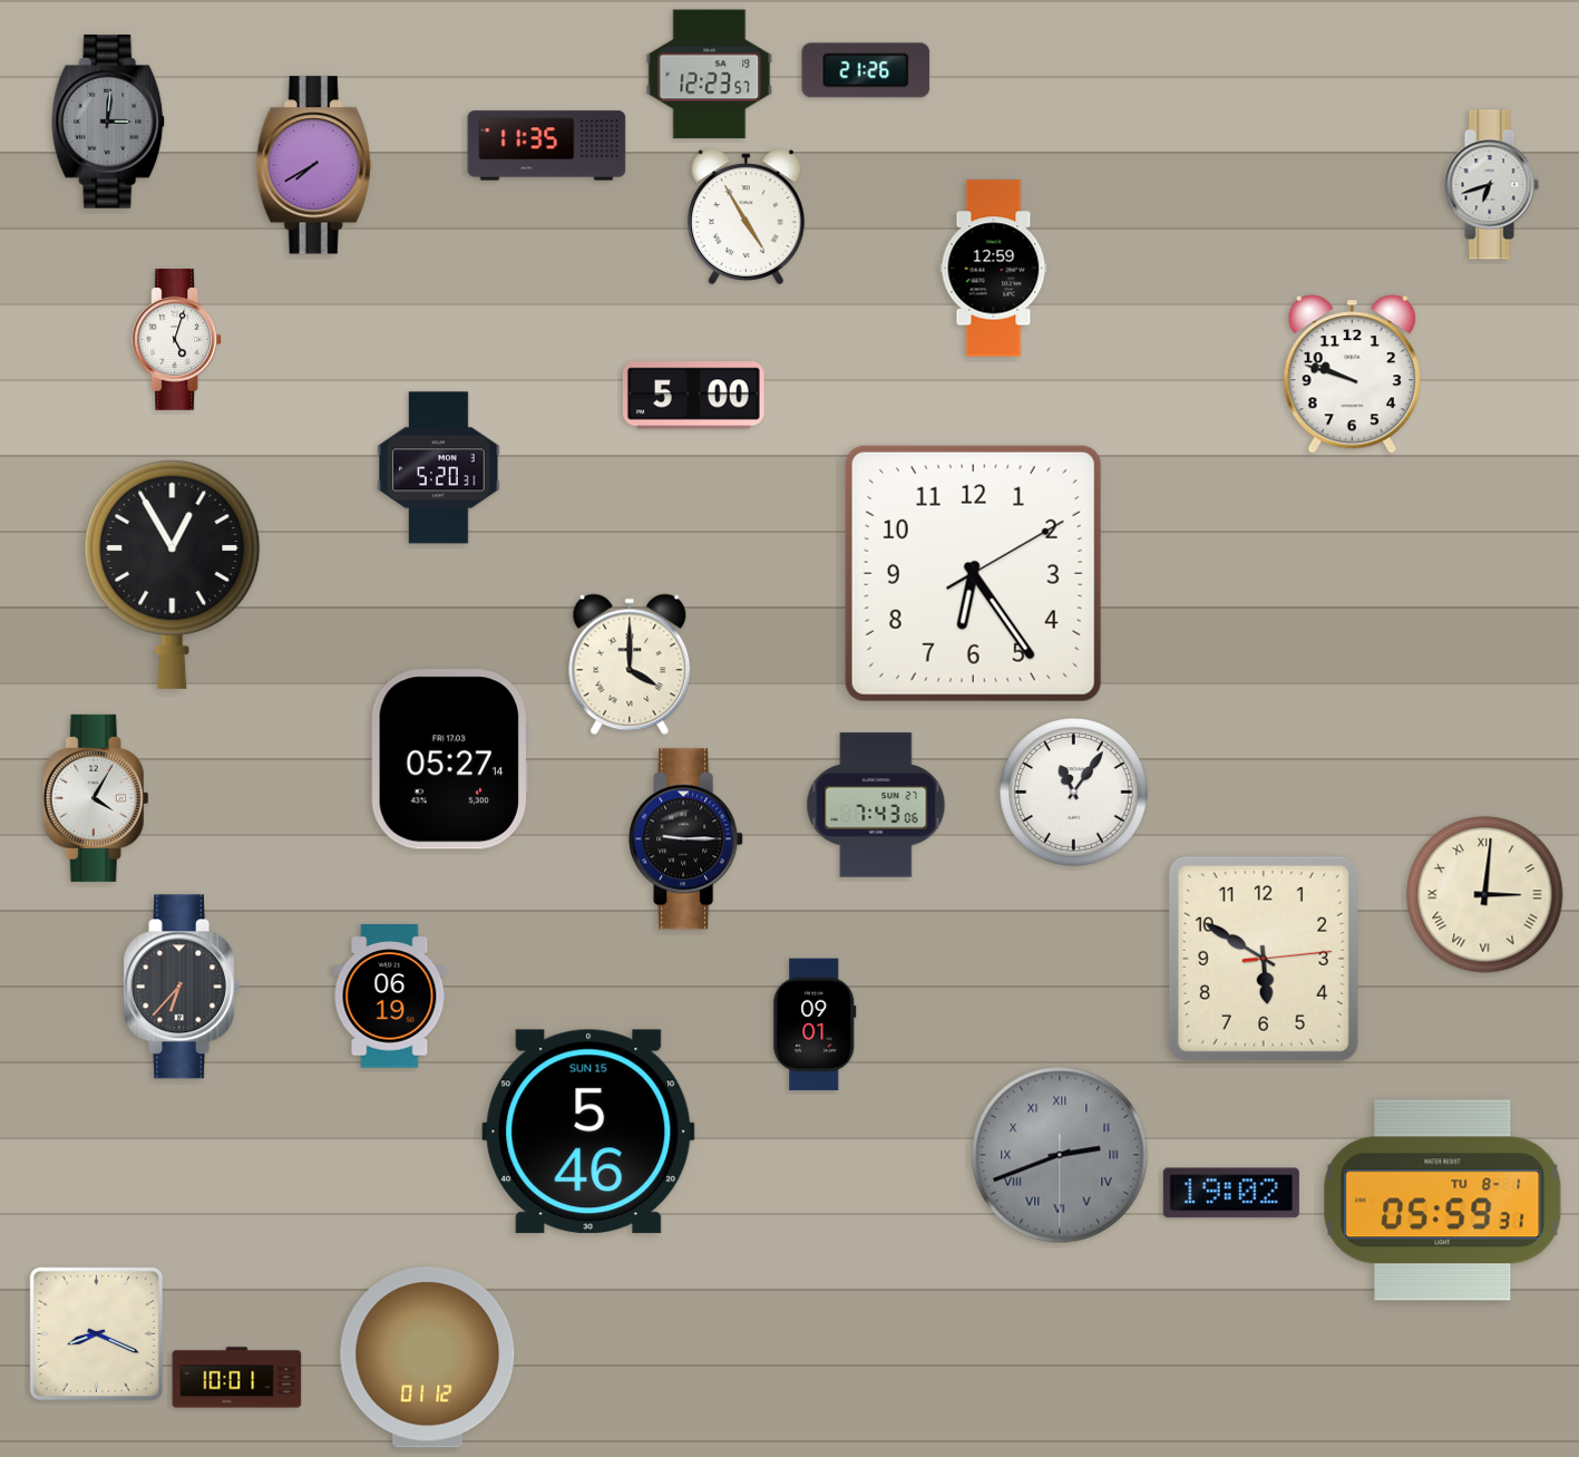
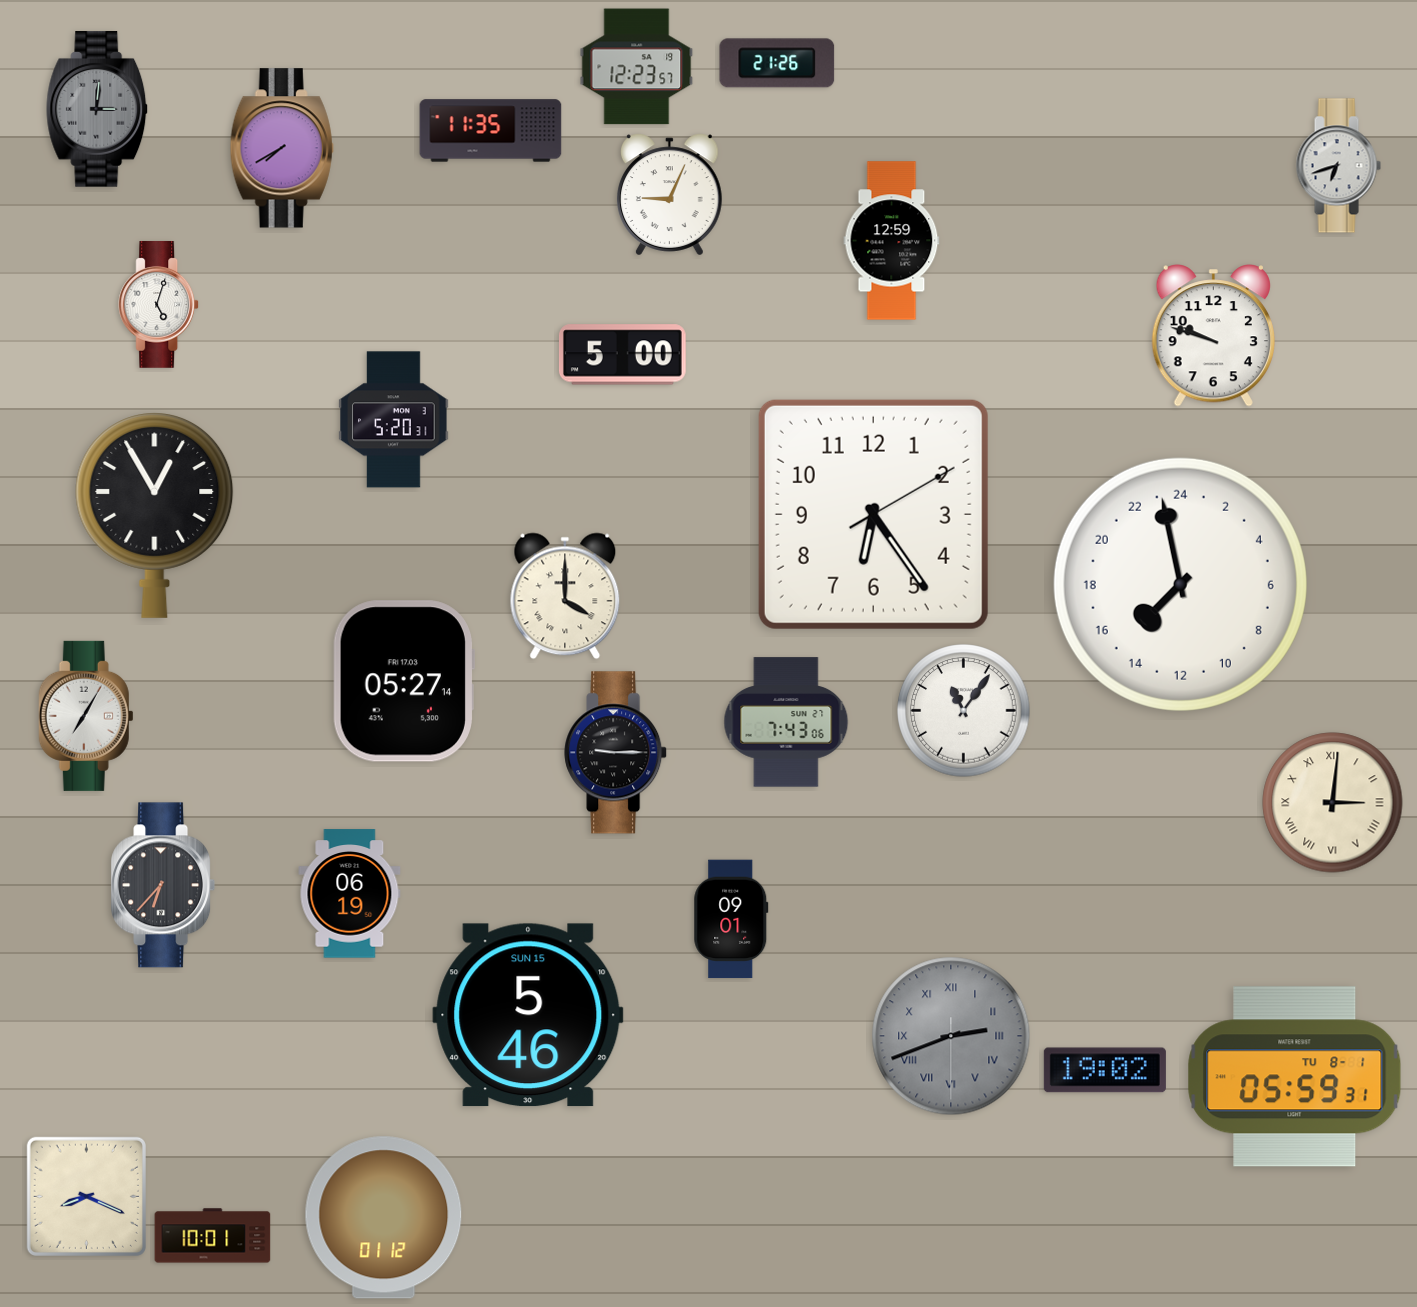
clock at (745, 217): 4:55 -> 9:04
clock at (1180, 584): none -> 14:58
clock at (96, 798): 4:05 -> 7:05
clock at (1264, 959): 5:50 -> none
